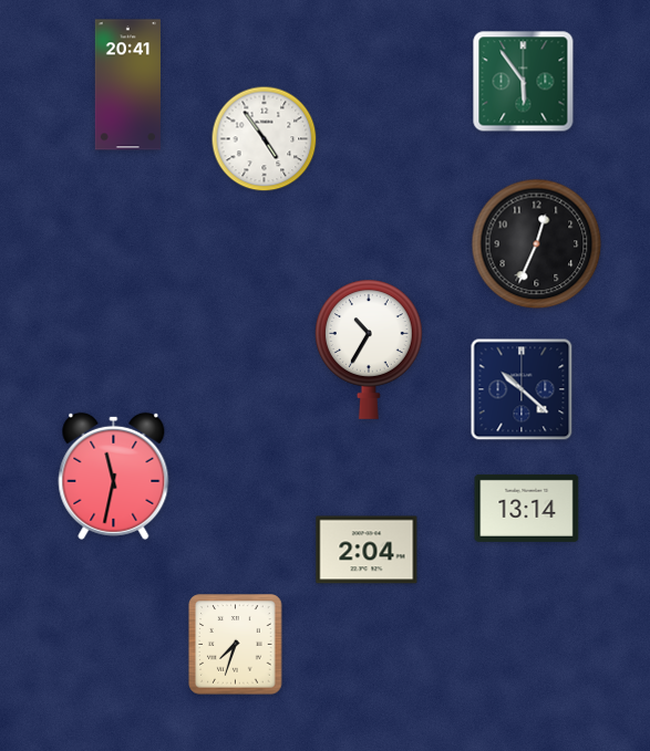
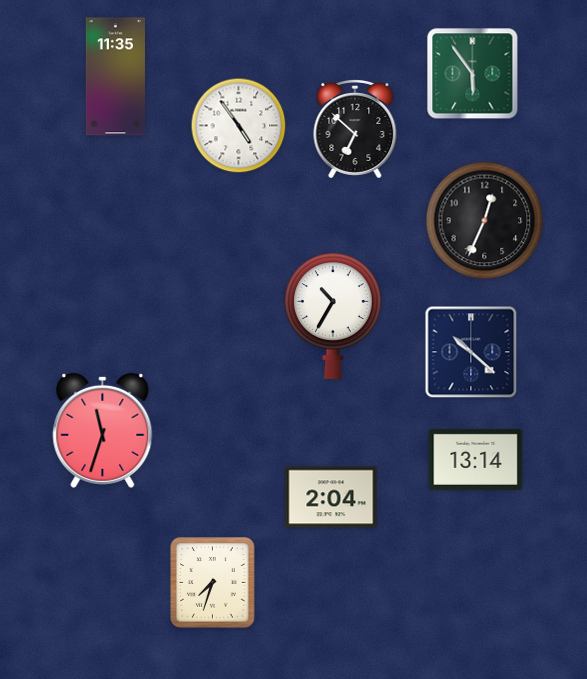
clock at (127, 85): 20:41 -> 11:35
clock at (355, 129): none -> 6:52
clock at (114, 476): 11:32 -> 11:33
